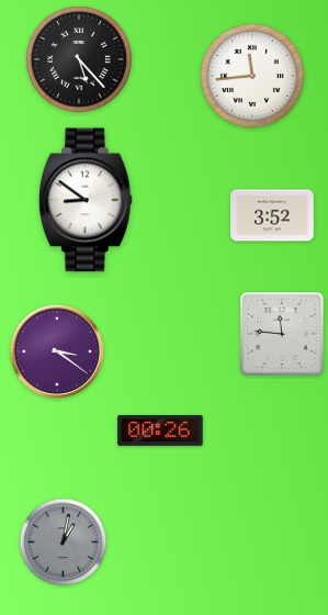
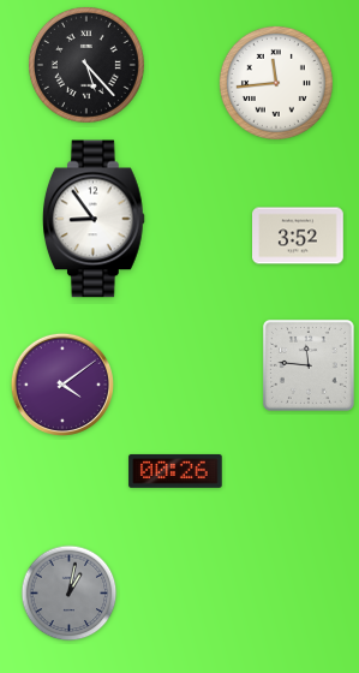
clock at (87, 200): 8:51 -> 8:54
clock at (57, 351): 3:21 -> 4:09
